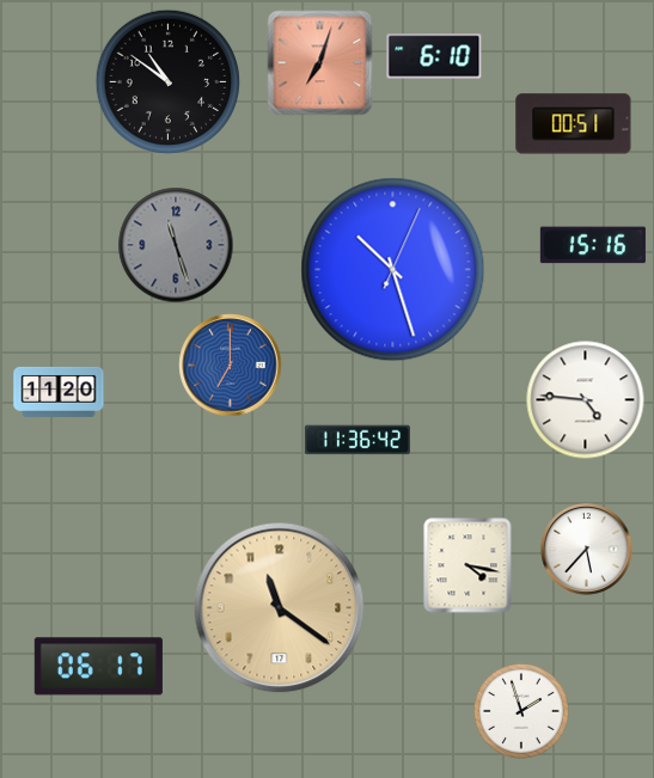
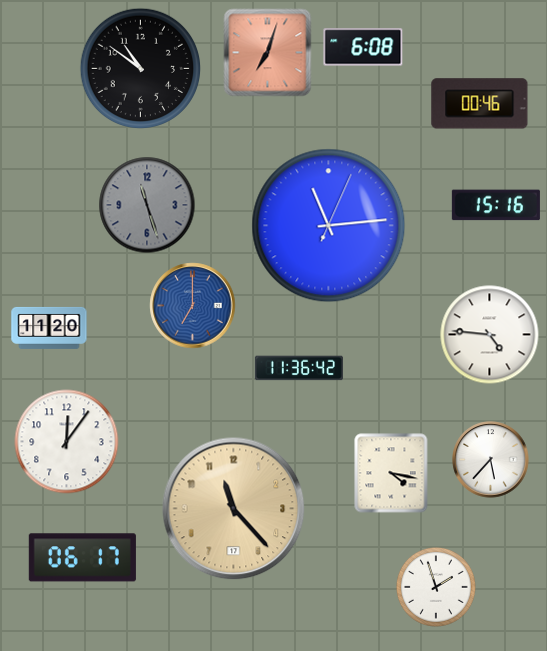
clock at (434, 56): 6:10 -> 6:08
clock at (574, 124): 00:51 -> 00:46
clock at (393, 270): 10:27 -> 11:14
clock at (67, 442): none -> 12:06
clock at (280, 608): 11:21 -> 11:23
clock at (521, 711) position: (521, 711) -> (436, 587)
